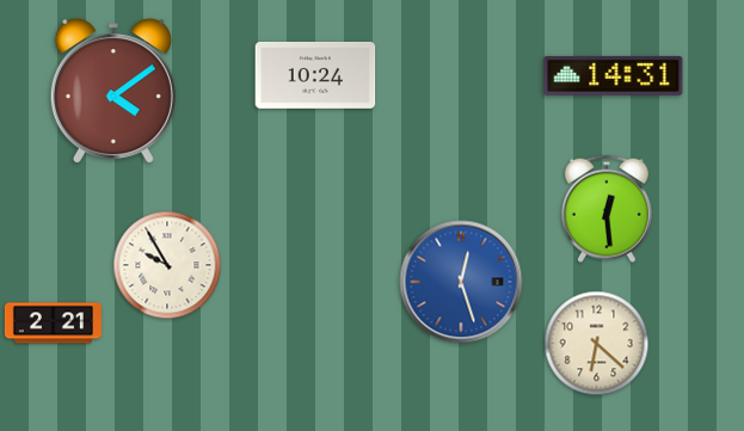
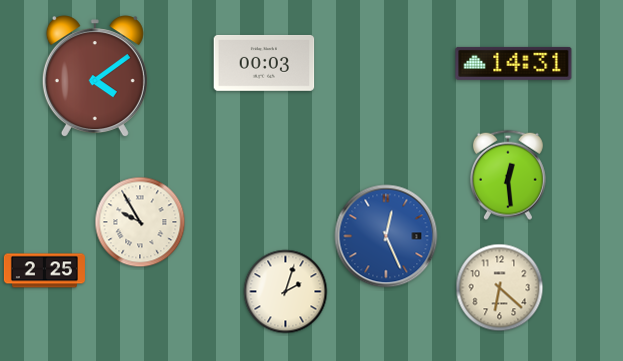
clock at (315, 75): 10:24 -> 00:03
clock at (461, 282): 12:27 -> 12:26
clock at (53, 324): 2:21 -> 2:25
clock at (286, 292): none -> 2:03
